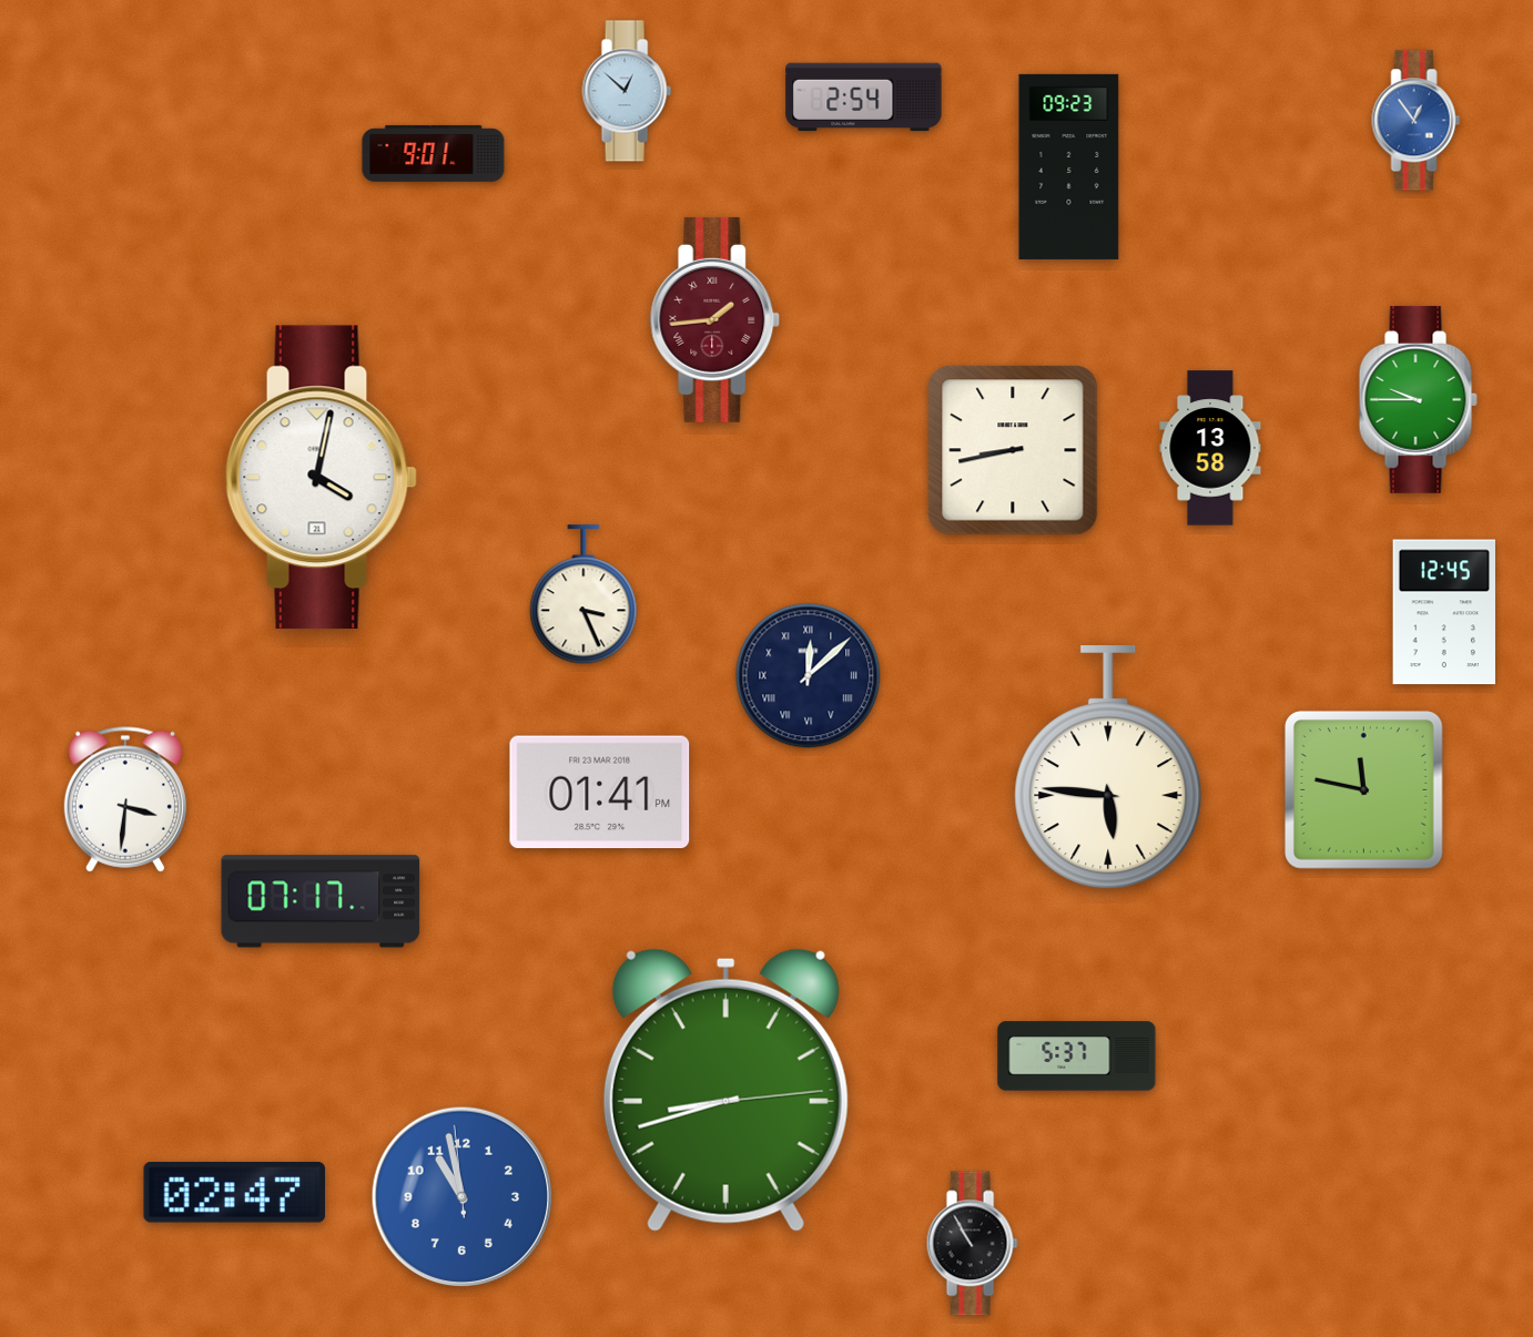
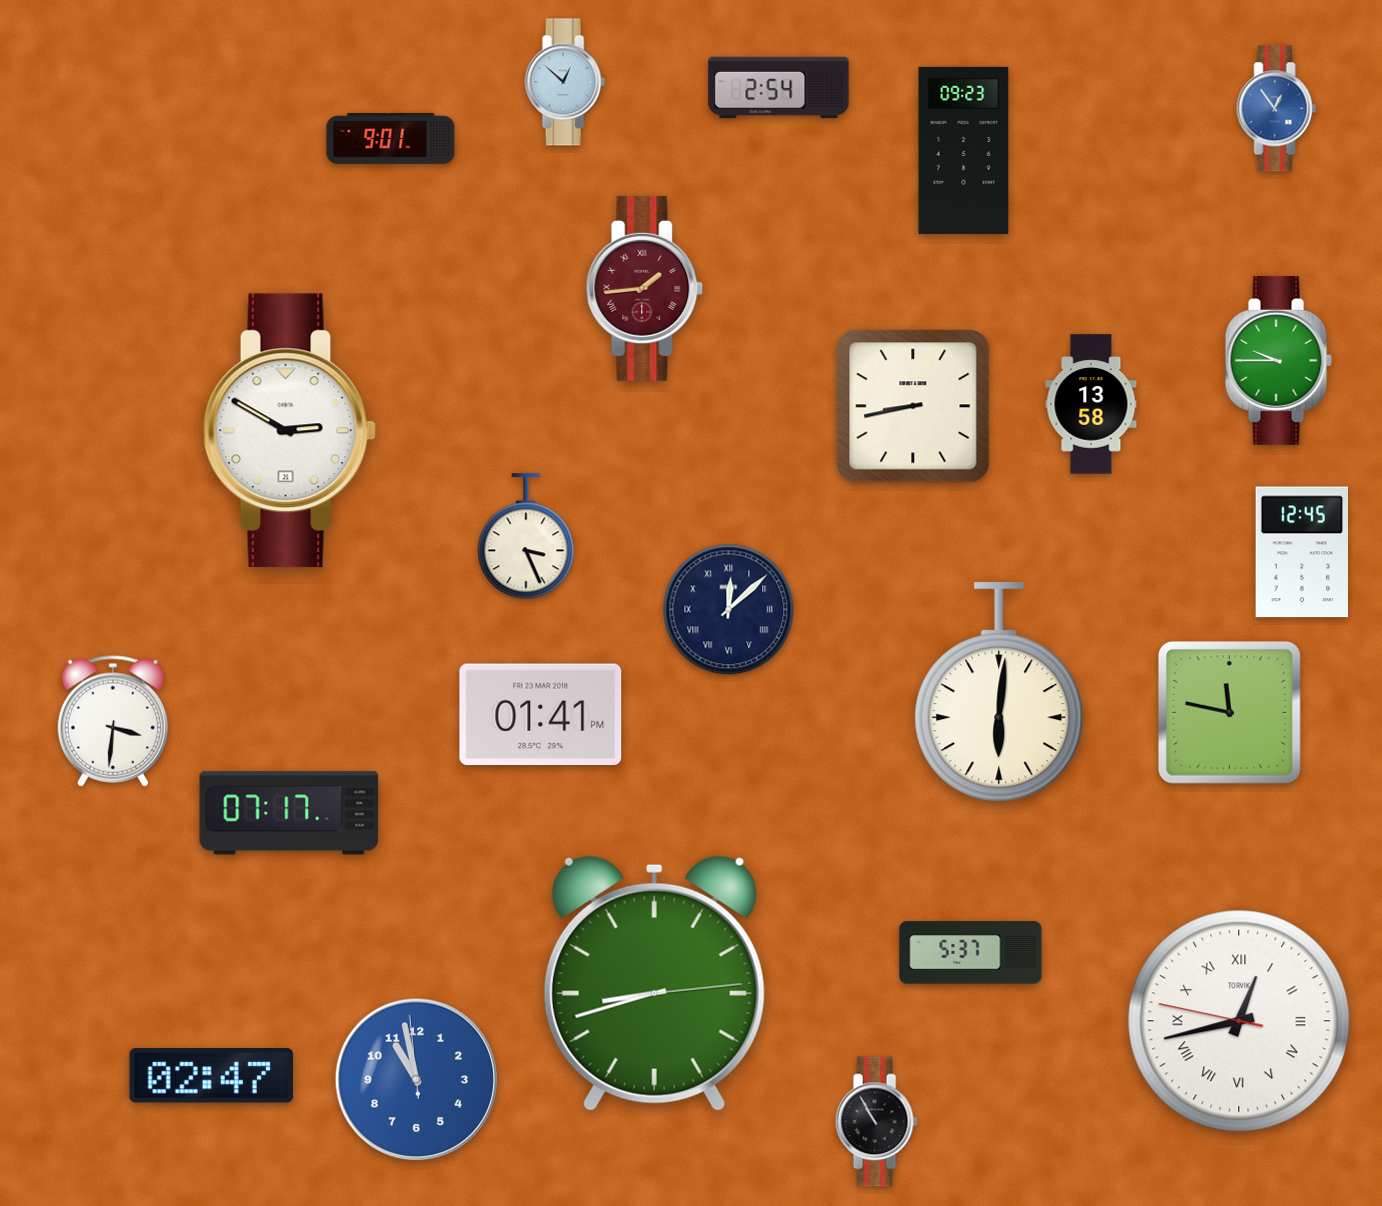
clock at (321, 478): 4:02 -> 2:50
clock at (1108, 768): 5:46 -> 6:01
clock at (1239, 1021): none -> 12:42
